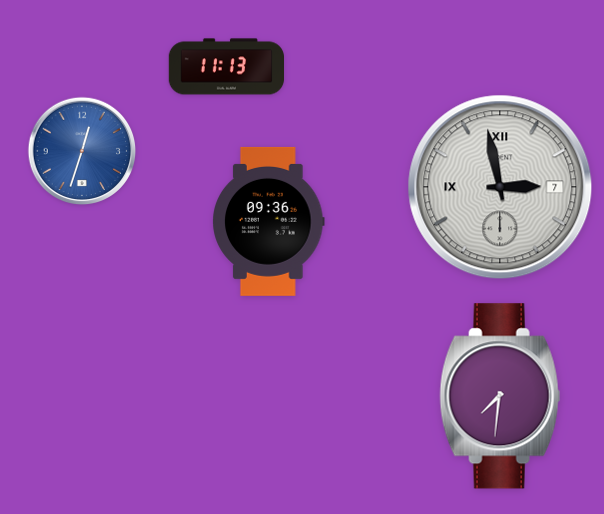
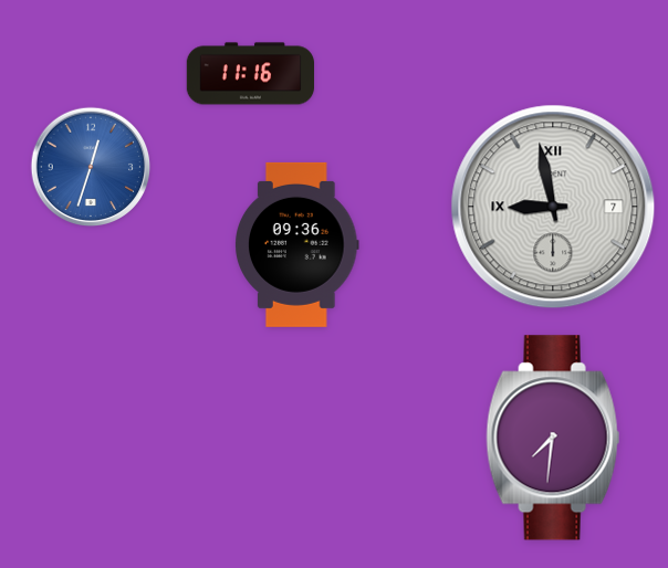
clock at (226, 67): 11:13 -> 11:16
clock at (500, 187): 2:58 -> 8:58
